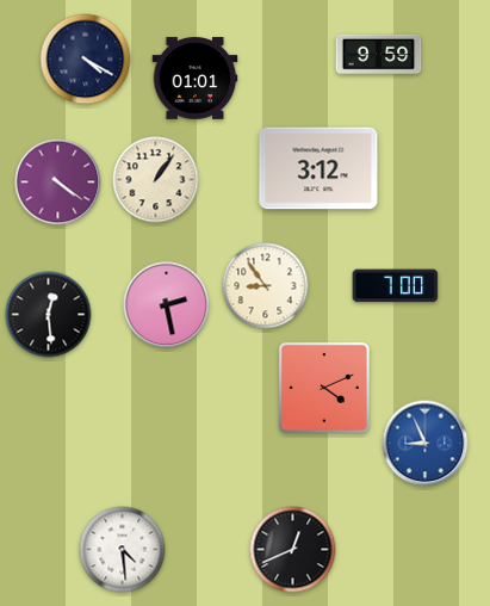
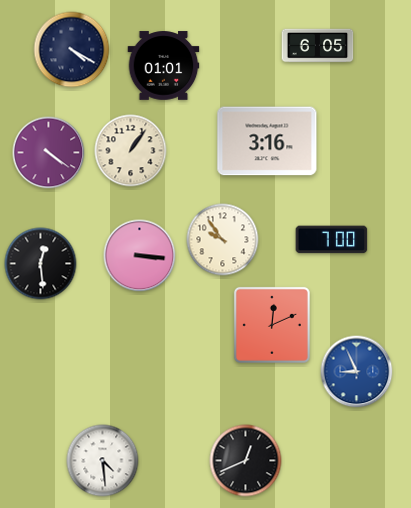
clock at (379, 55): 9:59 -> 6:05
clock at (318, 168): 3:12 -> 3:16
clock at (266, 286): 8:54 -> 9:54
clock at (167, 305): 2:28 -> 3:16
clock at (324, 388): 4:11 -> 12:11
